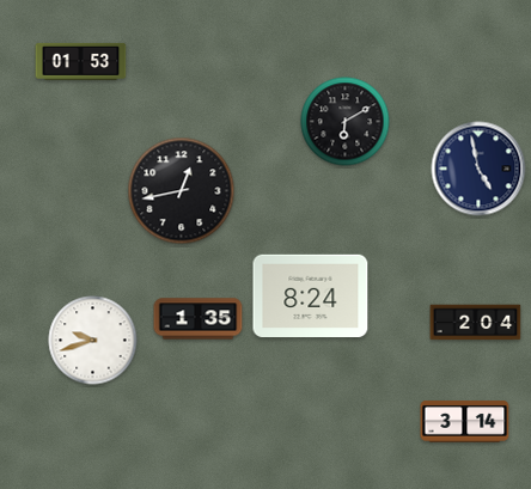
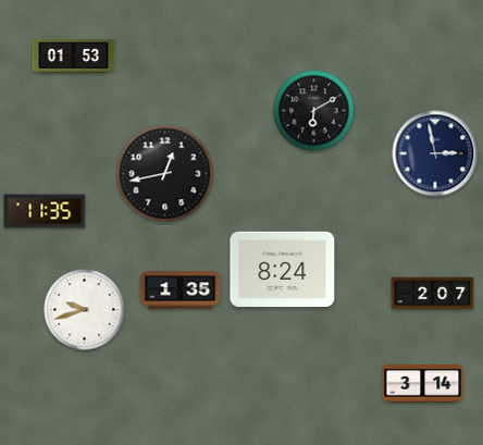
clock at (478, 169): 4:58 -> 2:58
clock at (45, 211): none -> 11:35
clock at (476, 323): 2:04 -> 2:07
